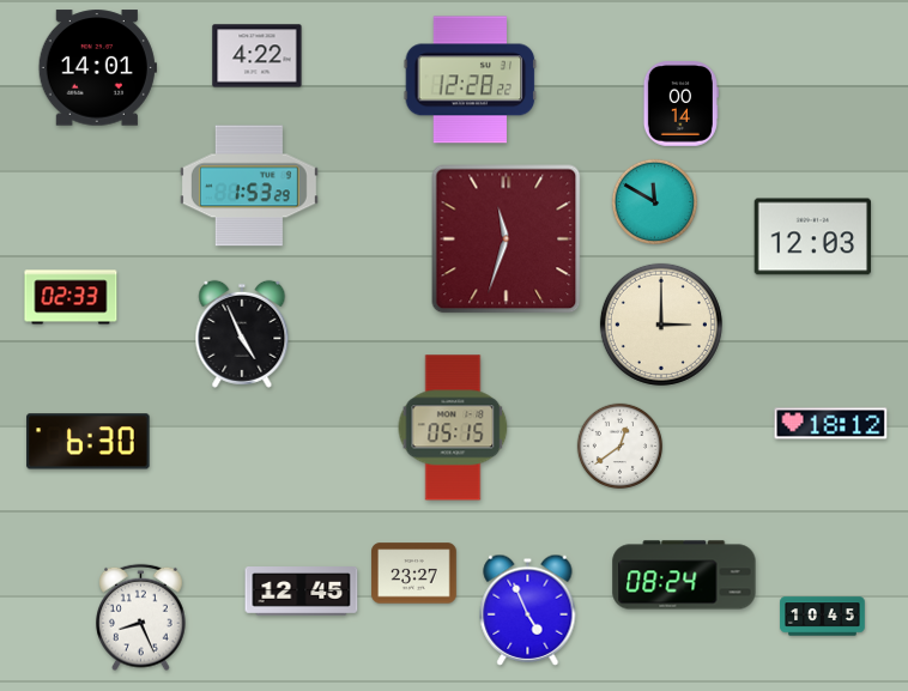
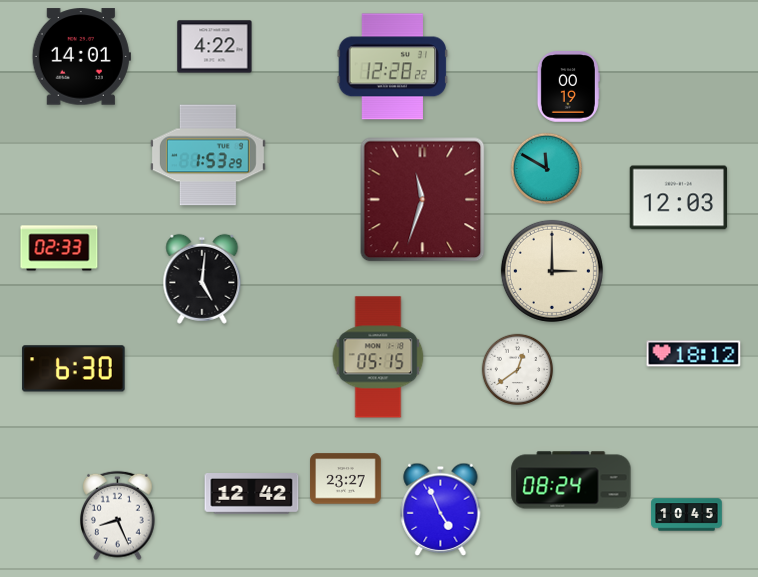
clock at (680, 104): 00:14 -> 00:19
clock at (242, 334): 4:56 -> 5:01
clock at (619, 445) position: (619, 445) -> (517, 369)
clock at (302, 592): 12:45 -> 12:42
